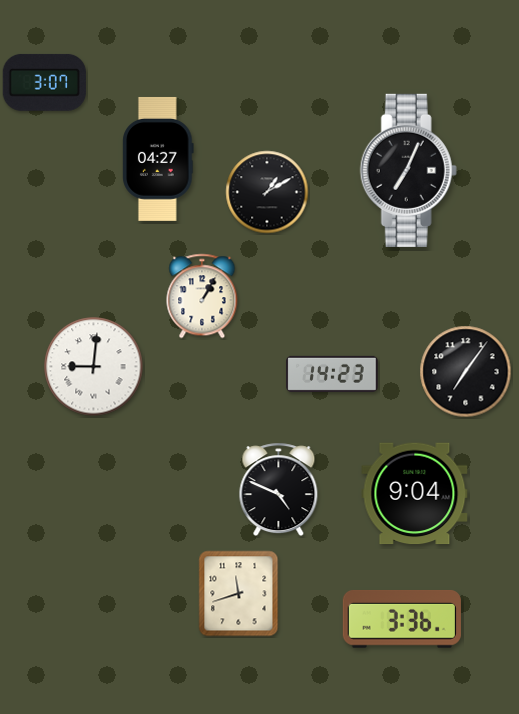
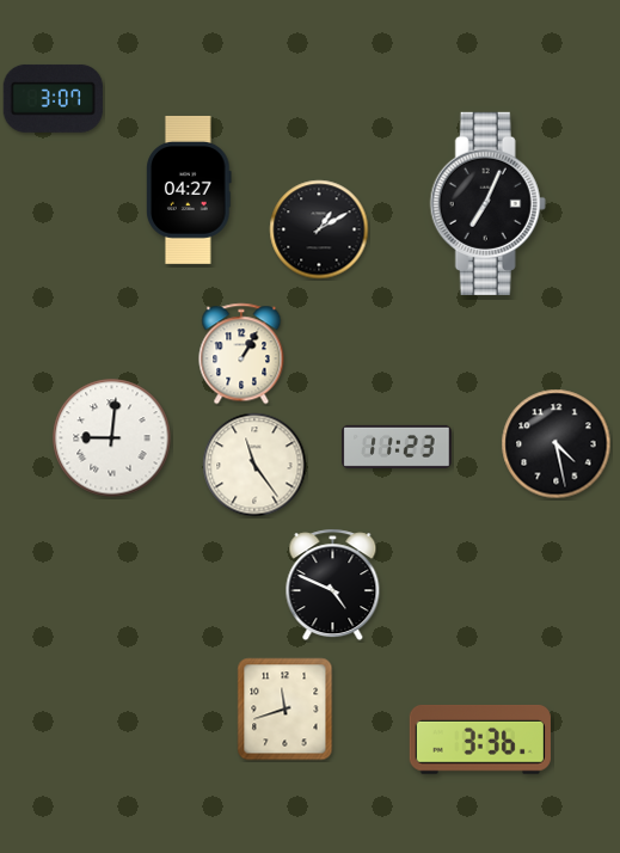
clock at (466, 372): 7:06 -> 4:28
clock at (332, 374): 14:23 -> 11:23
clock at (254, 465): none -> 11:24
clock at (415, 494): 9:04 -> none
